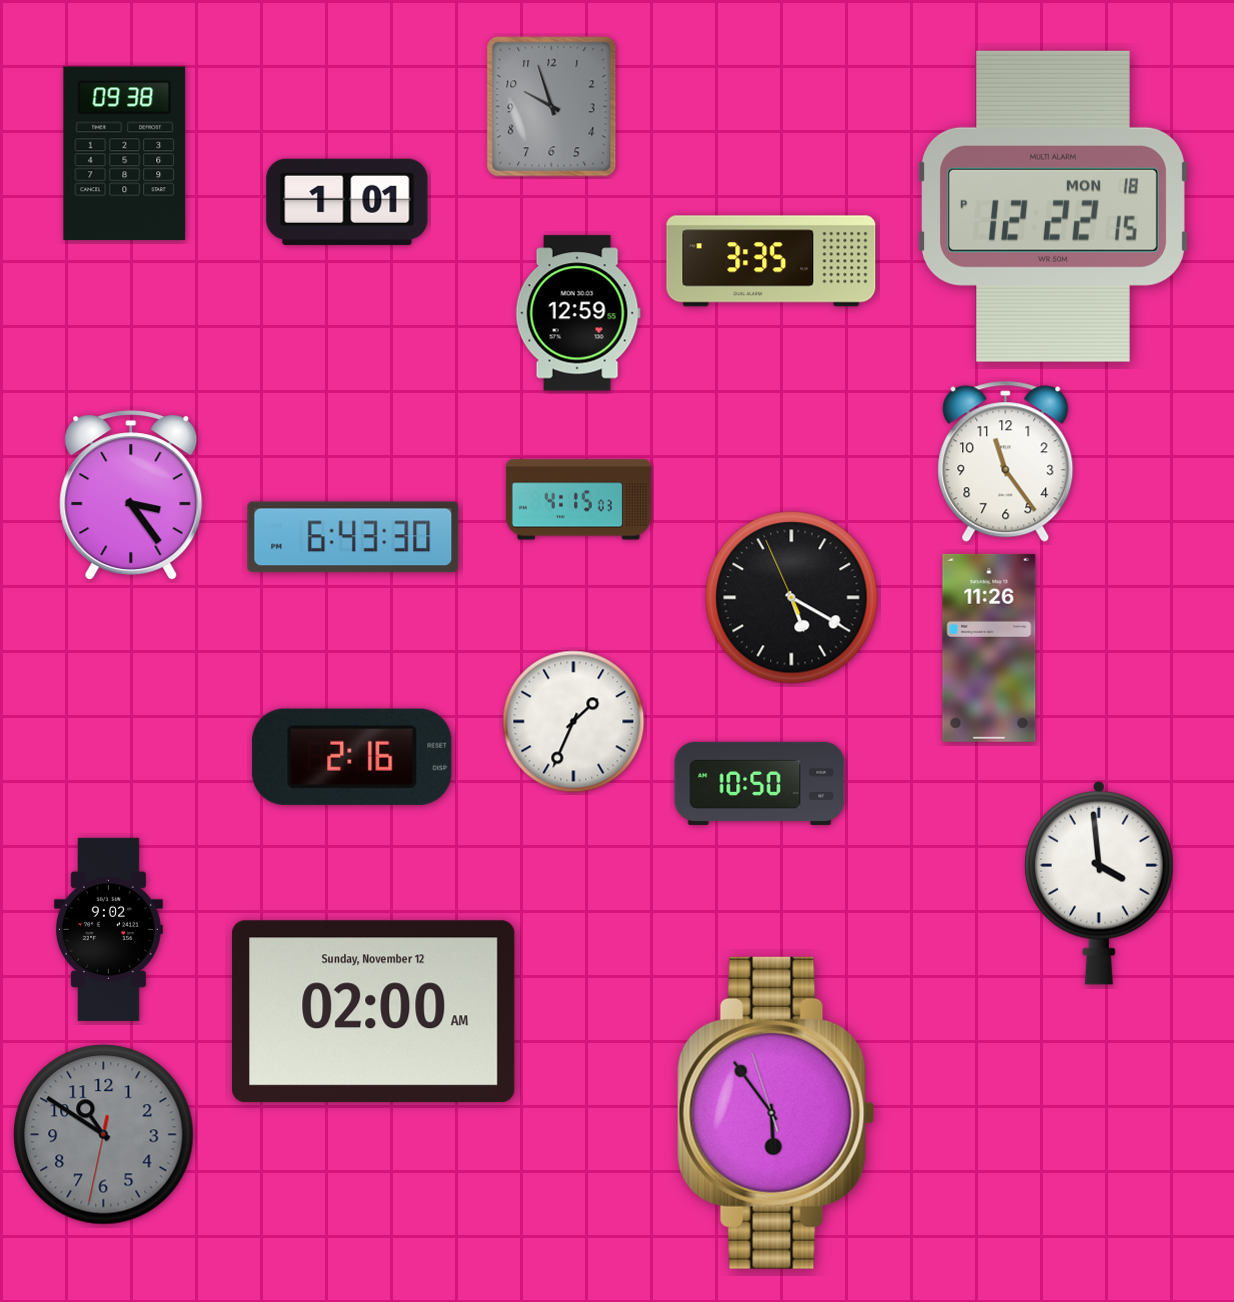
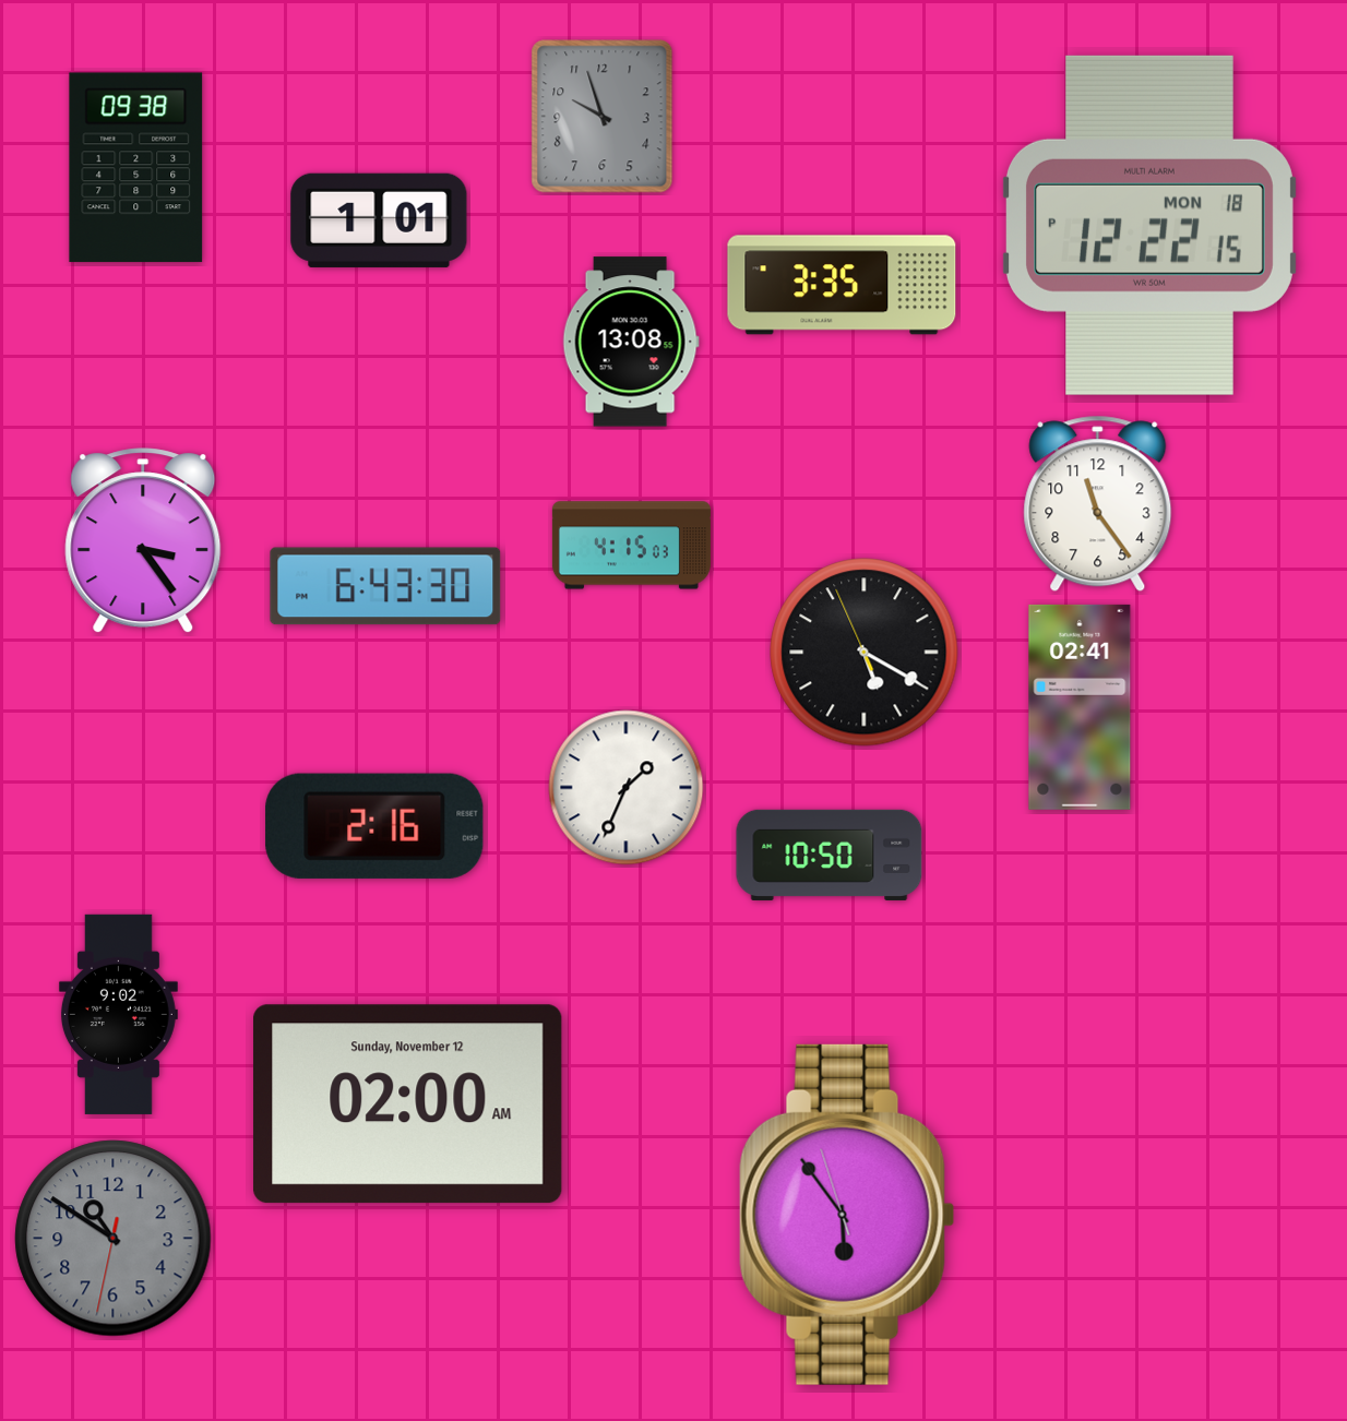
clock at (578, 313): 12:59 -> 13:08
clock at (989, 648): 11:26 -> 02:41
clock at (352, 757) position: (352, 757) -> (374, 826)
clock at (1099, 883): 3:59 -> none
